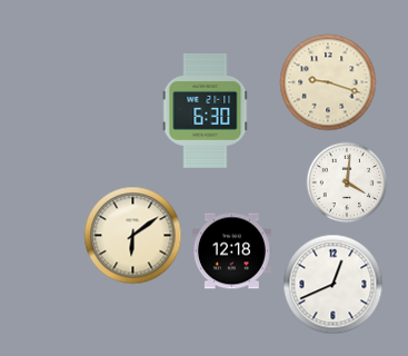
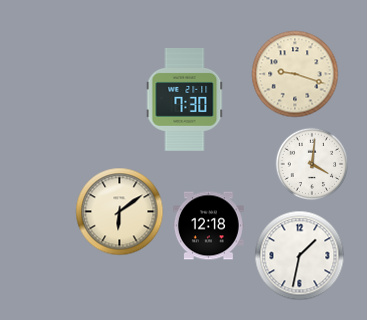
clock at (206, 111): 6:30 -> 7:30
clock at (334, 285): 12:41 -> 1:32
